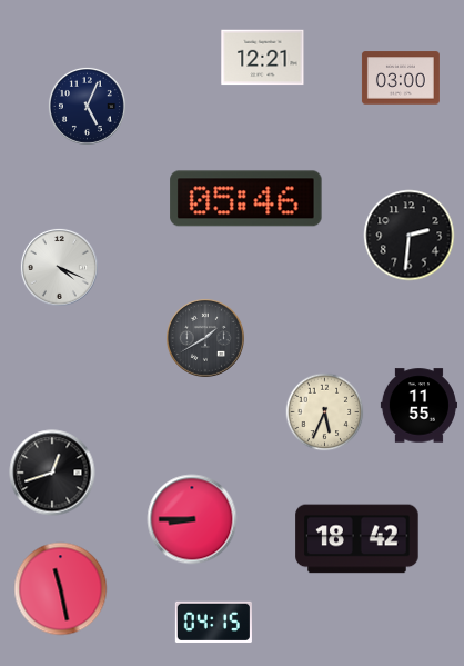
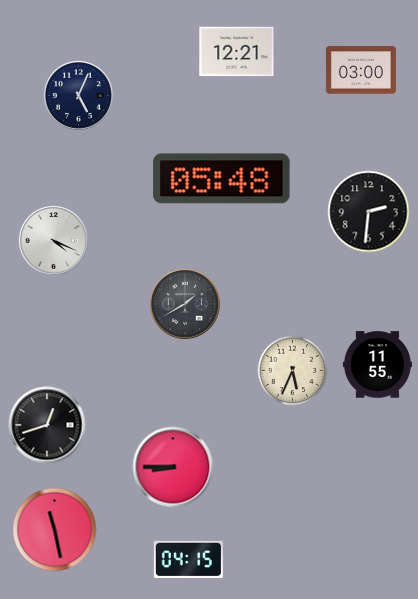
clock at (246, 199): 05:46 -> 05:48
clock at (357, 539): 18:42 -> none
clock at (213, 622) position: (213, 622) -> (188, 559)
